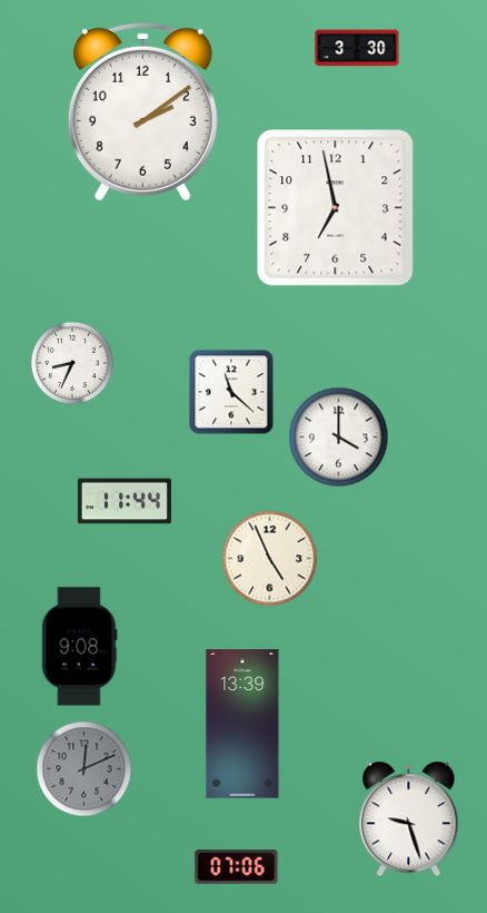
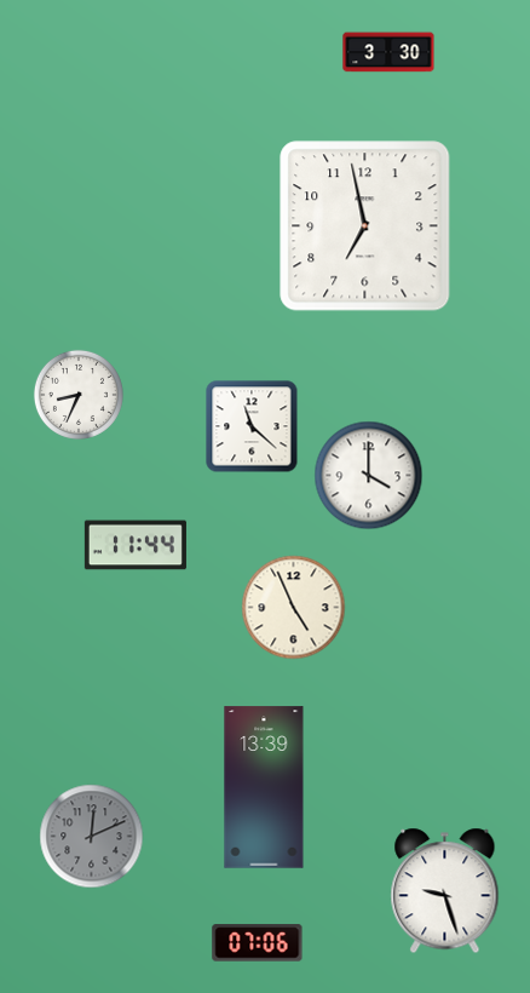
clock at (142, 111): 2:09 -> none
clock at (79, 647): 9:08 -> none
